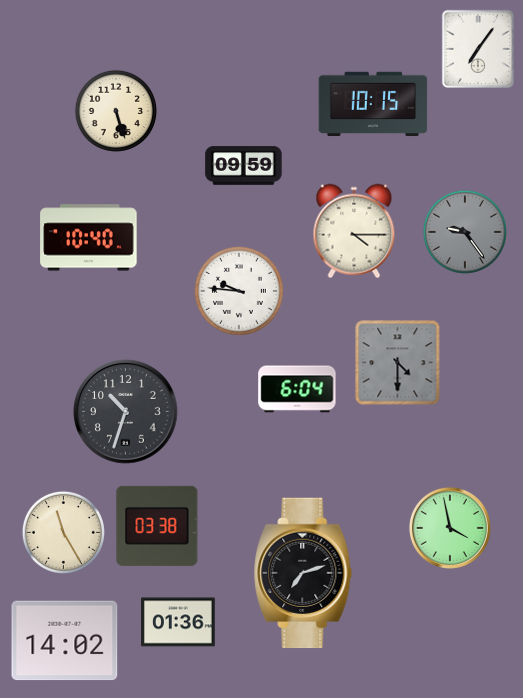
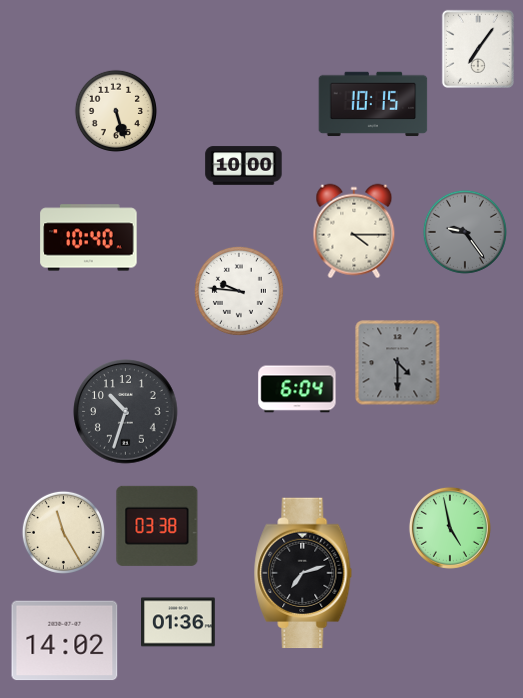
clock at (244, 166): 09:59 -> 10:00
clock at (450, 528): 3:58 -> 4:58
